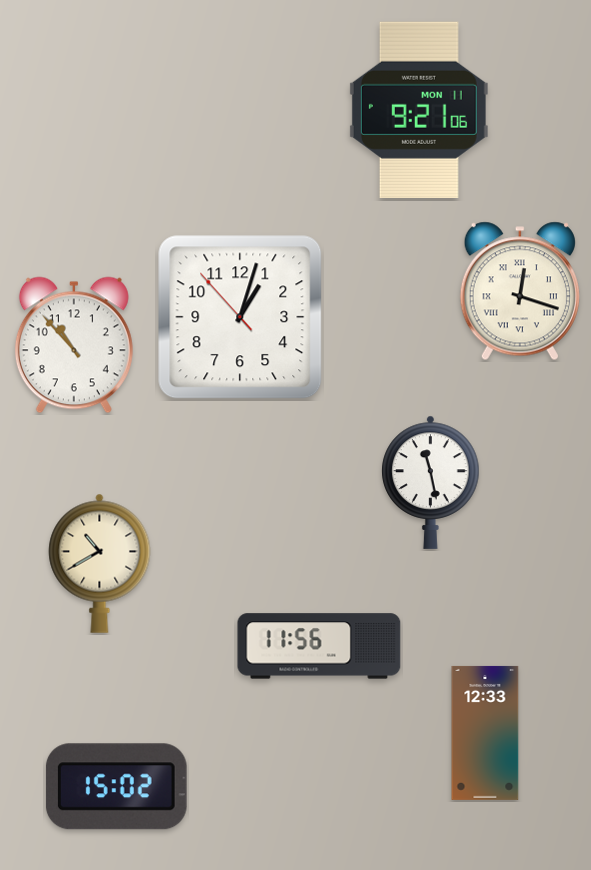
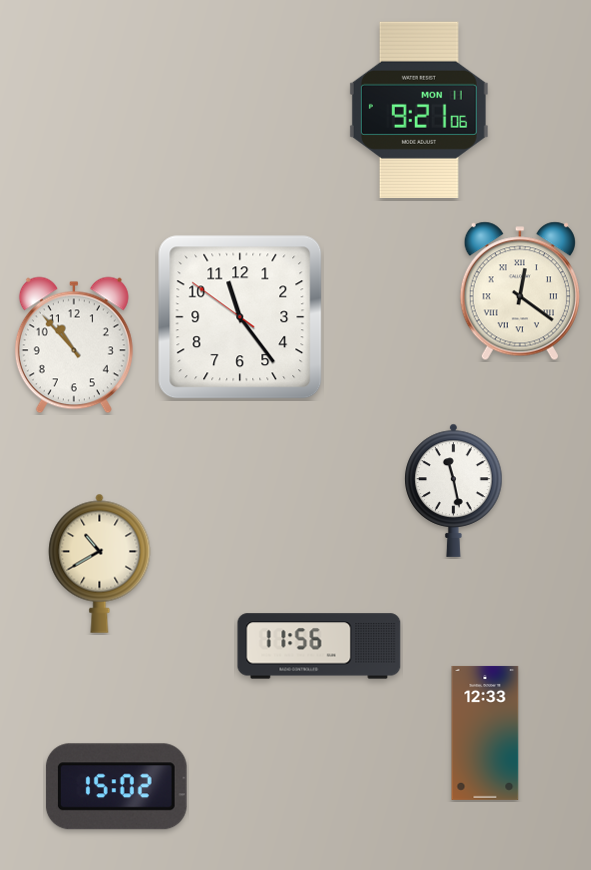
clock at (520, 291): 12:18 -> 12:21
clock at (240, 317): 1:02 -> 11:23
clock at (431, 482) position: (431, 482) -> (454, 490)
